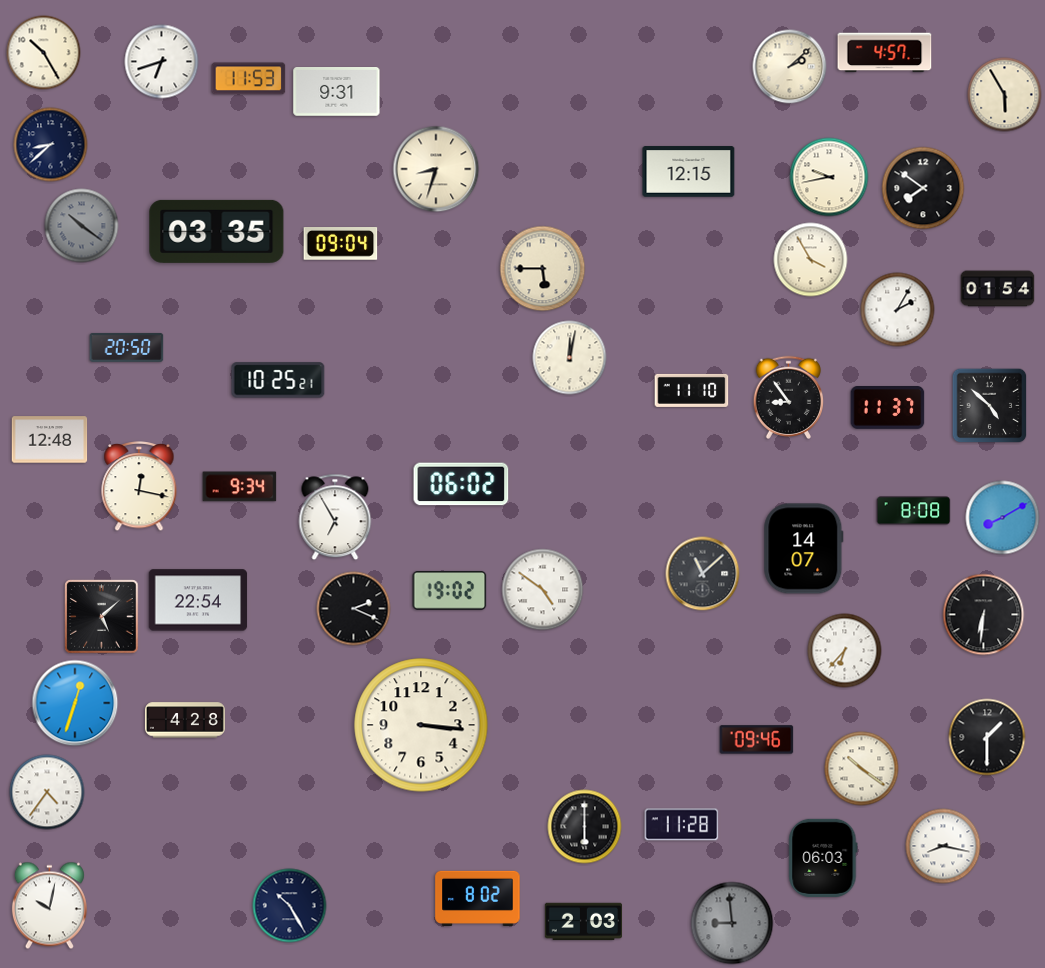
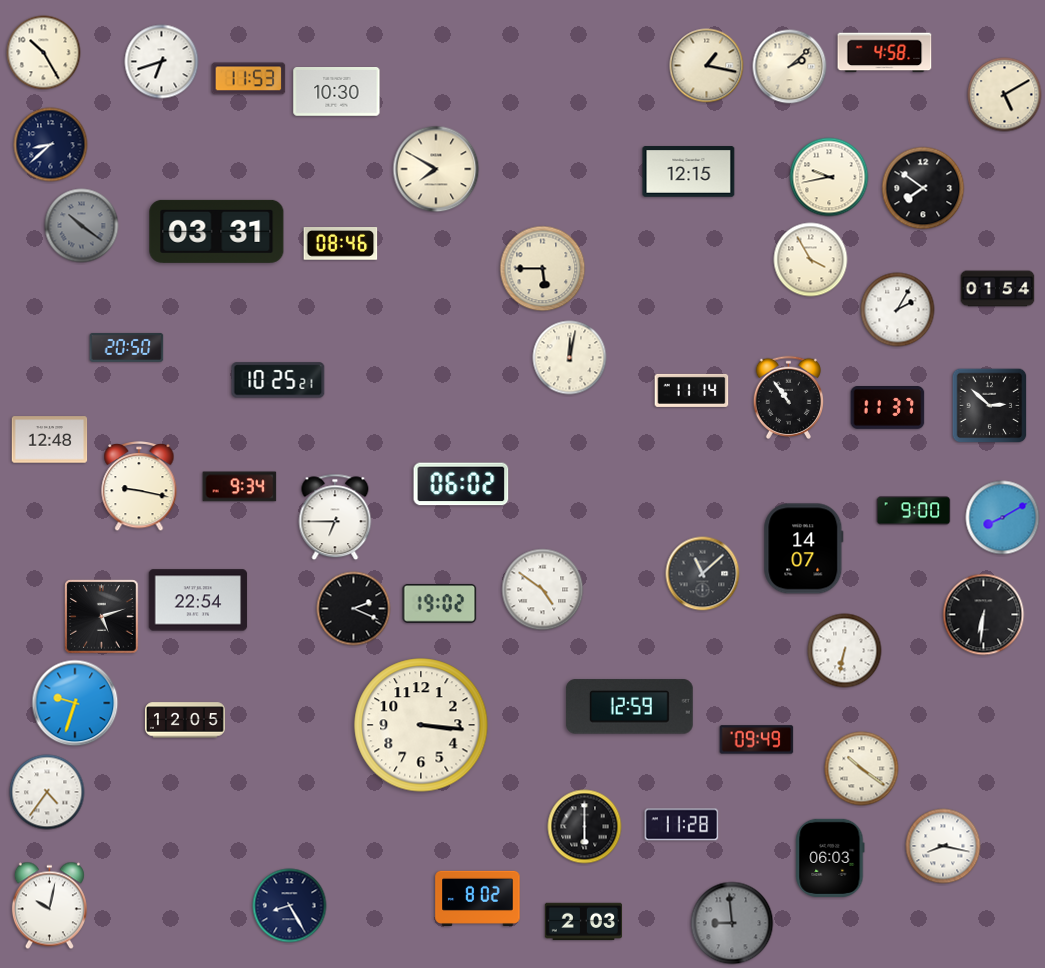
clock at (885, 53): 4:57 -> 4:58
clock at (707, 66): none -> 1:17
clock at (337, 92): 9:31 -> 10:30
clock at (1005, 95): 5:55 -> 5:10
clock at (436, 169): 8:33 -> 7:50
clock at (217, 231): 03:35 -> 03:31
clock at (341, 244): 09:04 -> 08:46
clock at (692, 390): 11:10 -> 11:14
clock at (788, 397): 8:54 -> 10:54
clock at (990, 406): 4:52 -> 2:52
clock at (139, 487): 12:17 -> 9:17
clock at (914, 511): 8:08 -> 9:00
clock at (335, 517): 6:55 -> 6:45
clock at (450, 591) position: (450, 591) -> (440, 604)
clock at (102, 617): 5:08 -> 5:12
clock at (845, 651): 6:37 -> 6:32
clock at (75, 703): 12:33 -> 9:33
clock at (630, 707): none -> 12:59
clock at (185, 720): 4:28 -> 12:05
clock at (987, 737): 1:30 -> none
clock at (757, 740): 09:46 -> 09:49
clock at (823, 858) position: (823, 858) -> (830, 858)
clock at (290, 906): 10:25 -> 8:25
